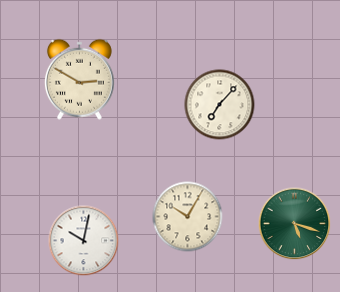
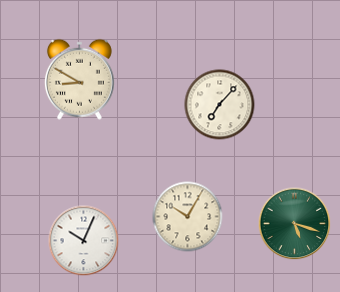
clock at (79, 79): 2:50 -> 8:50
clock at (84, 241): 10:02 -> 10:04
